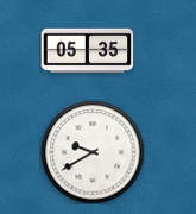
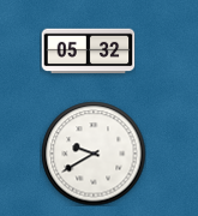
clock at (87, 51): 05:35 -> 05:32
